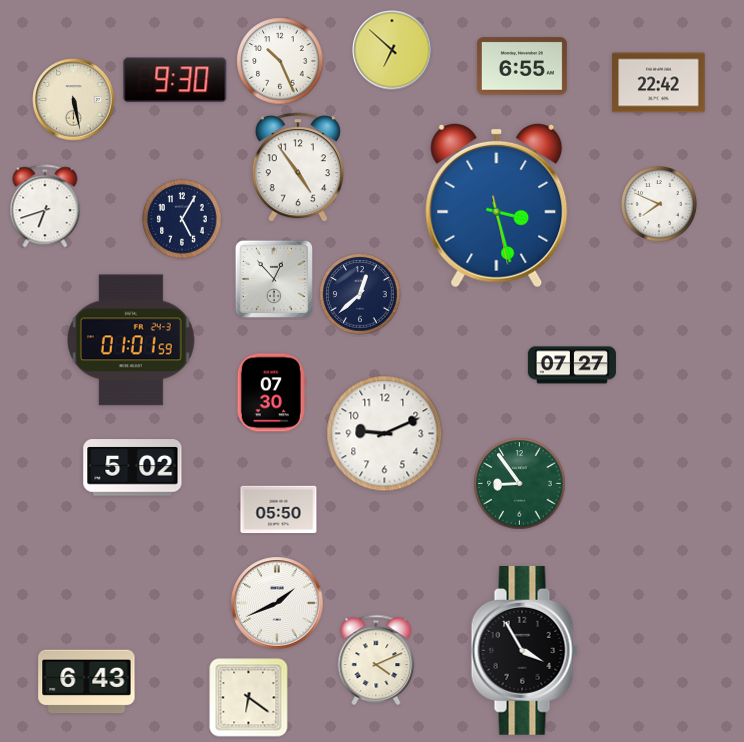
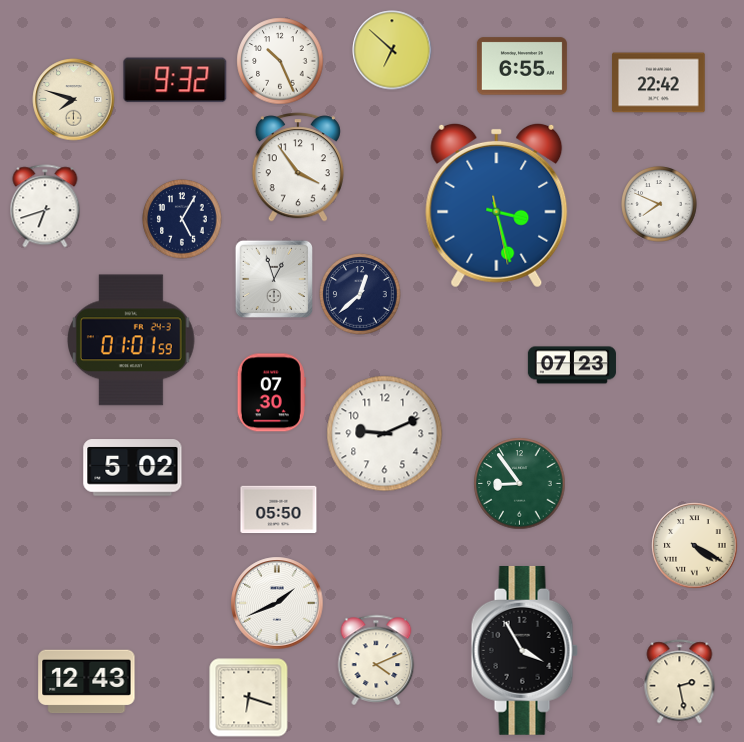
clock at (175, 80): 9:30 -> 9:32
clock at (74, 100): 5:28 -> 7:48
clock at (298, 167): 4:54 -> 3:54
clock at (273, 278): 12:53 -> 12:57
clock at (572, 365): 07:27 -> 07:23
clock at (695, 546): none -> 4:20
clock at (87, 682): 6:43 -> 12:43
clock at (680, 682): none -> 2:28
clock at (249, 698): 6:21 -> 6:18
